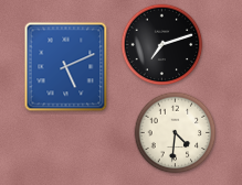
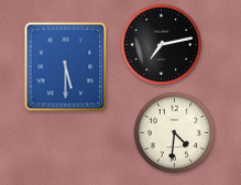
clock at (162, 45): 7:12 -> 7:13
clock at (66, 67): 5:11 -> 5:30
